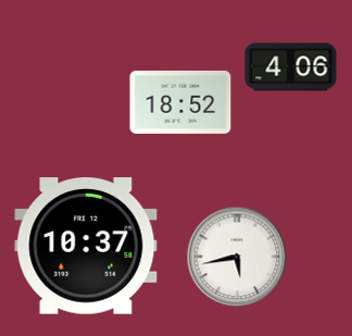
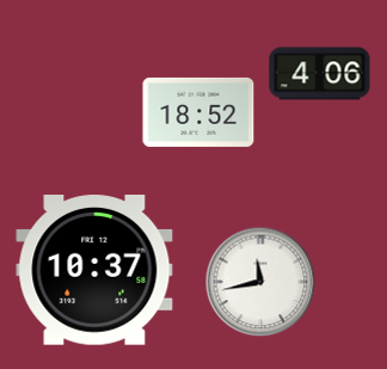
clock at (237, 257): 5:43 -> 11:43
